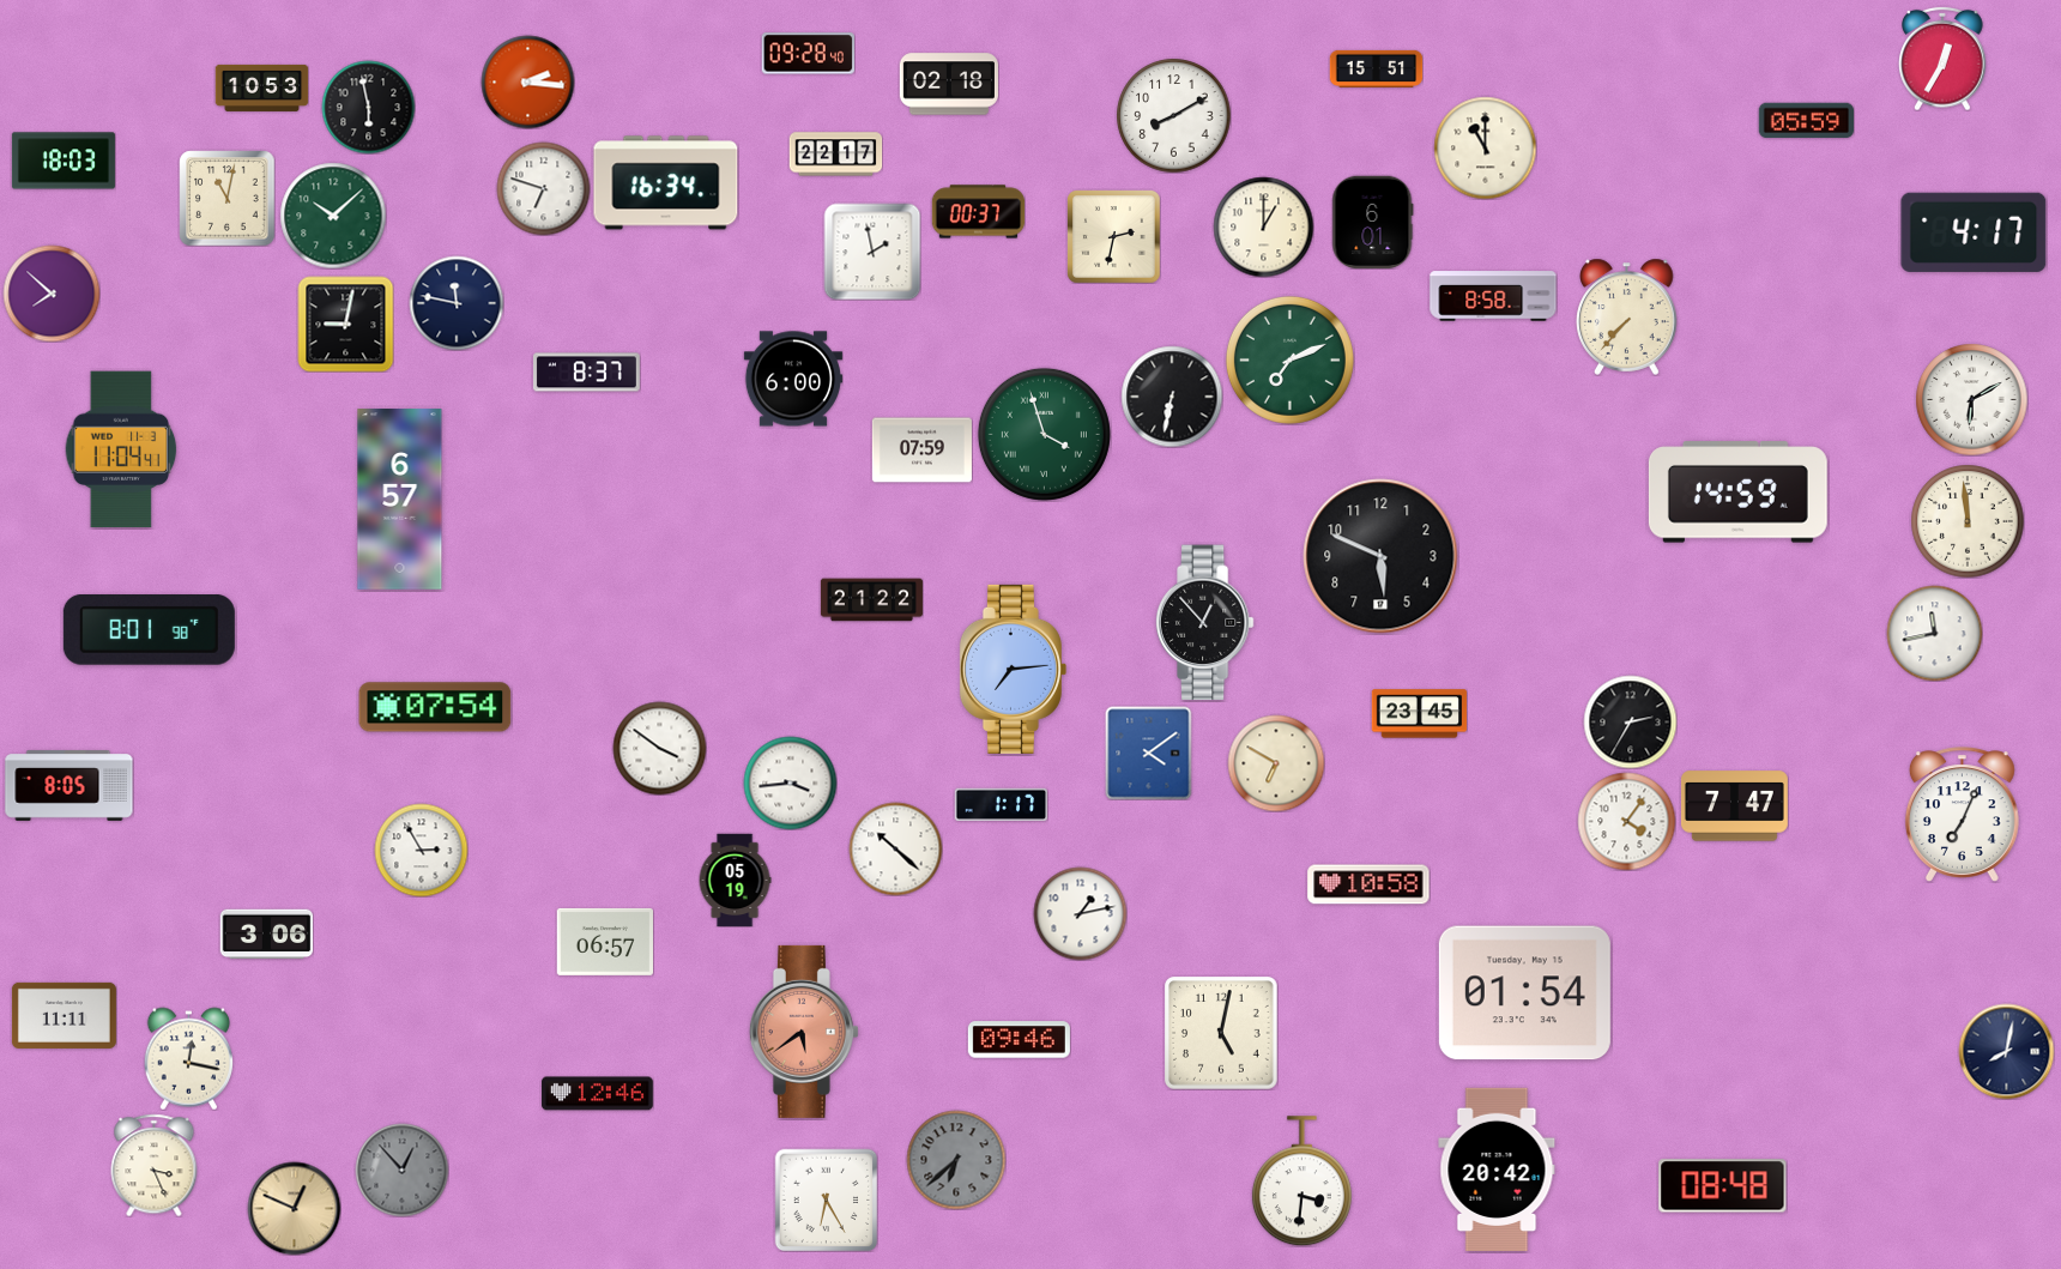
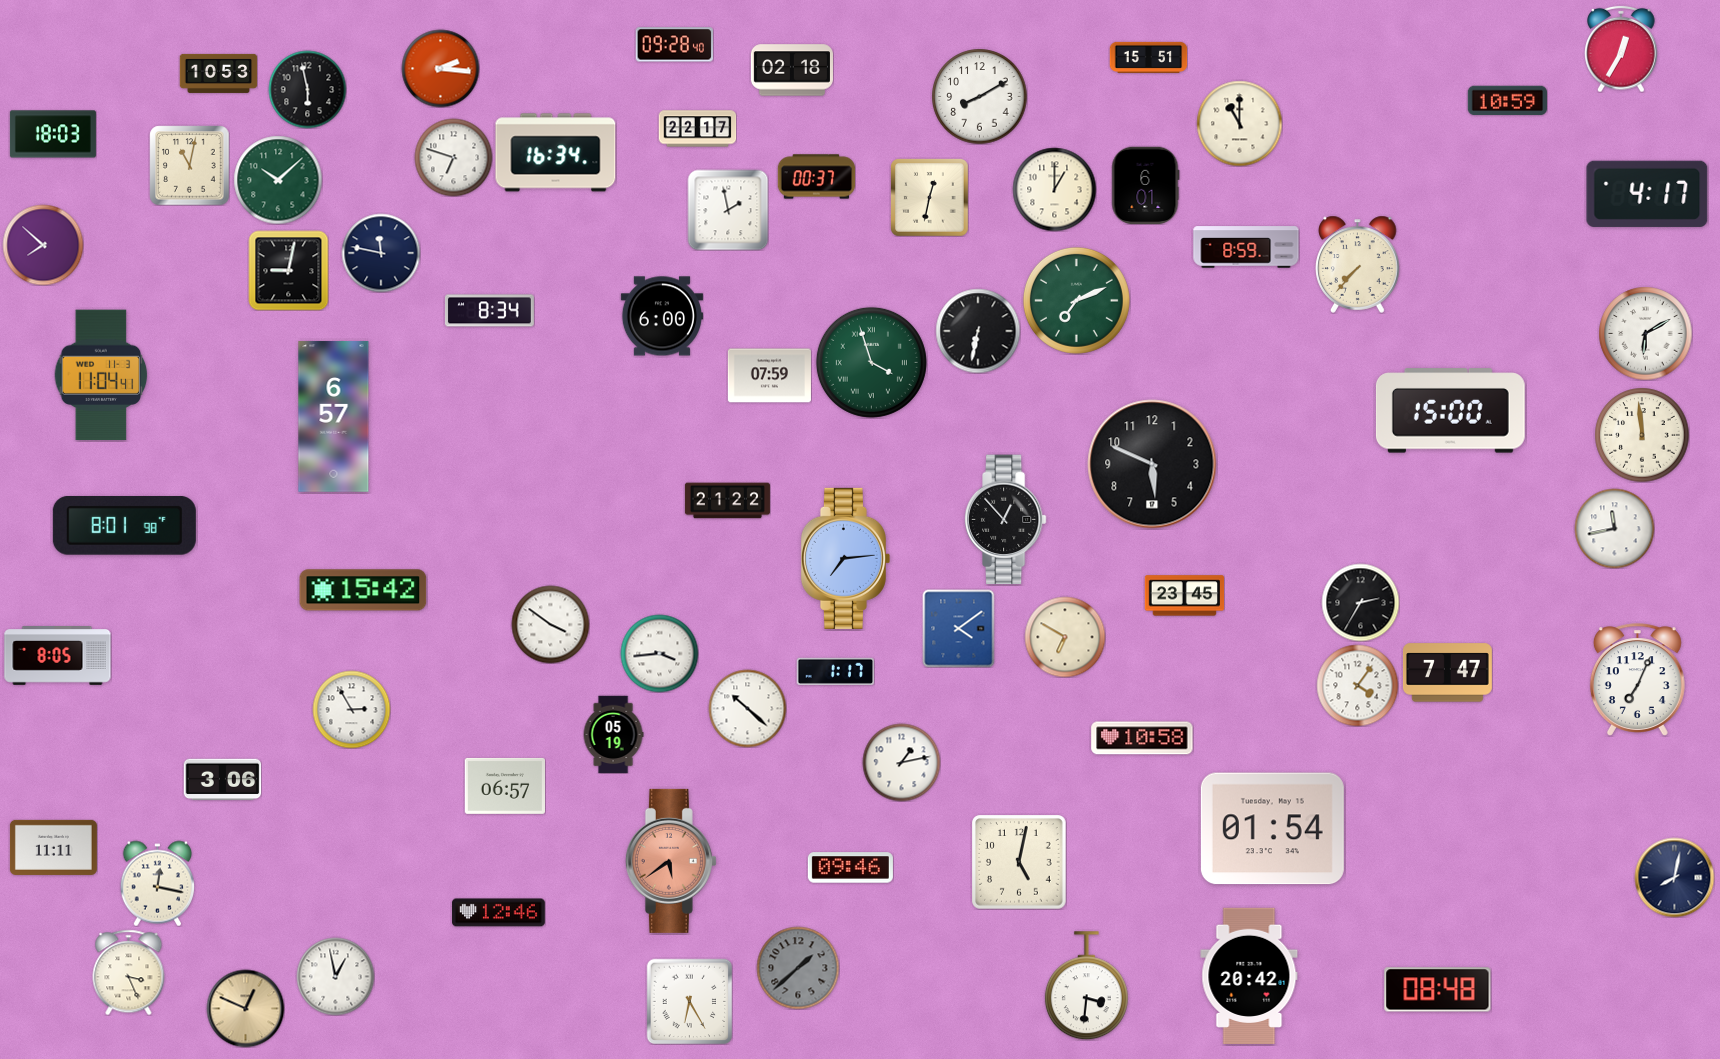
clock at (1806, 121): 05:59 -> 10:59
clock at (1114, 237): 2:32 -> 12:32
clock at (1493, 296): 8:58 -> 8:59
clock at (586, 373): 8:37 -> 8:34
clock at (1737, 493): 14:59 -> 15:00
clock at (435, 707): 07:54 -> 15:42
clock at (956, 1160): 6:38 -> 1:38
clock at (401, 1170): 12:53 -> 12:58
clock at (401, 1170) dial: grey -> white
